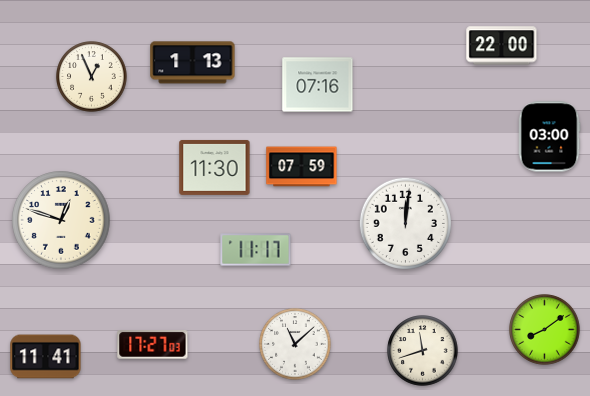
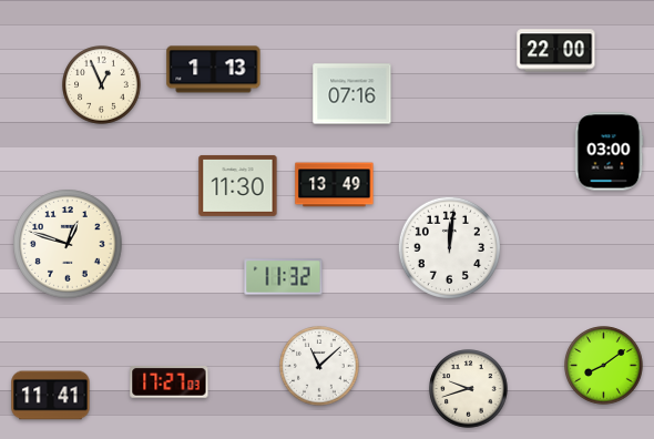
clock at (302, 167): 07:59 -> 13:49
clock at (256, 250): 11:17 -> 11:32
clock at (295, 344) position: (295, 344) -> (319, 366)
clock at (423, 351): 11:42 -> 9:42
